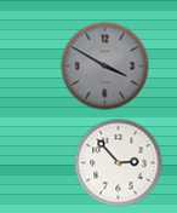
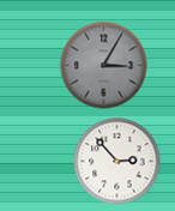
clock at (105, 67): 3:50 -> 3:05
